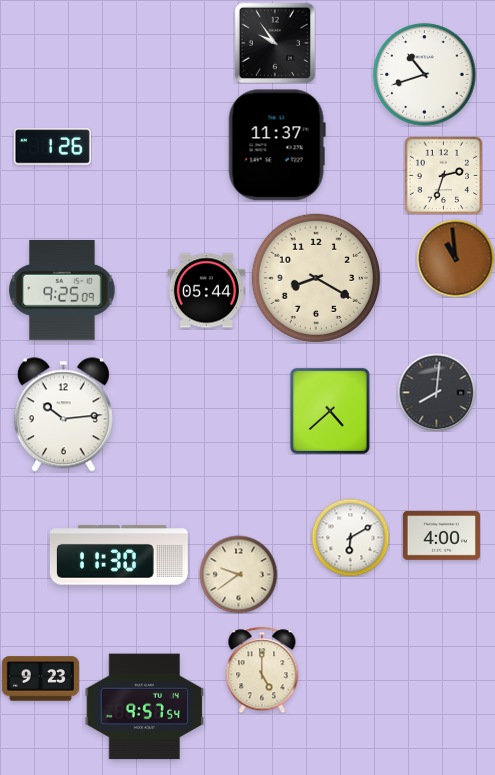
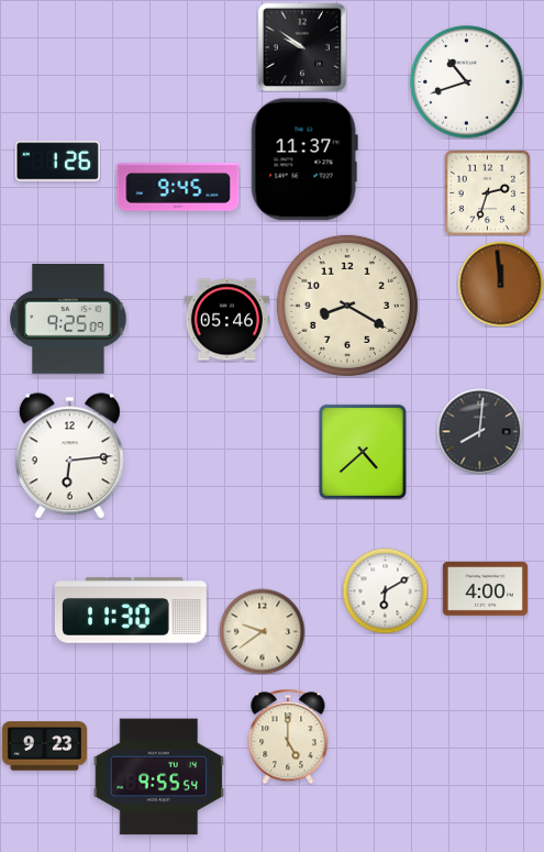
clock at (275, 43): 9:54 -> 9:51
clock at (178, 187): none -> 9:45
clock at (455, 258): 10:59 -> 11:59
clock at (206, 291): 05:44 -> 05:46
clock at (63, 415): 10:14 -> 6:14
clock at (145, 707): 9:57 -> 9:55
